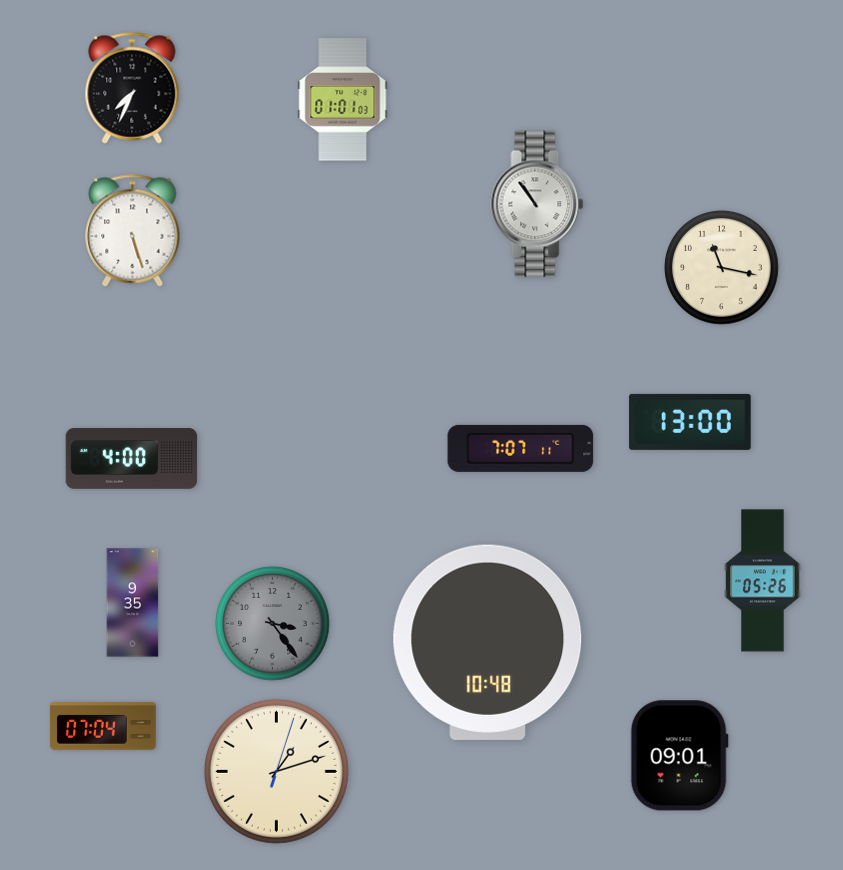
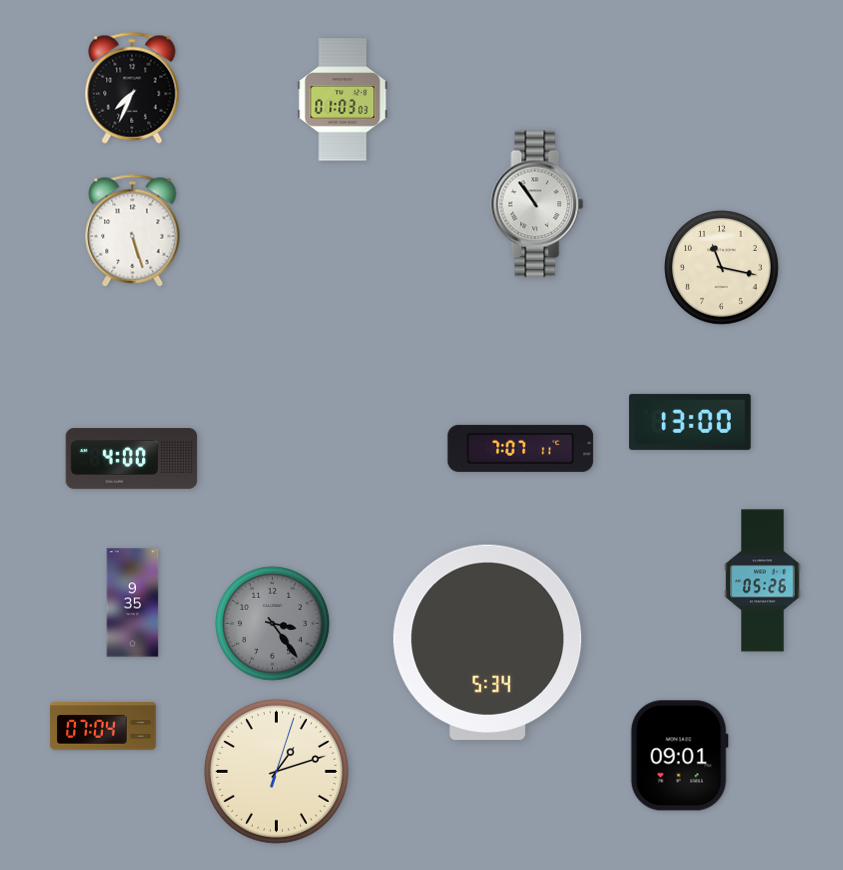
clock at (343, 100): 01:01 -> 01:03
clock at (488, 642): 10:48 -> 5:34
